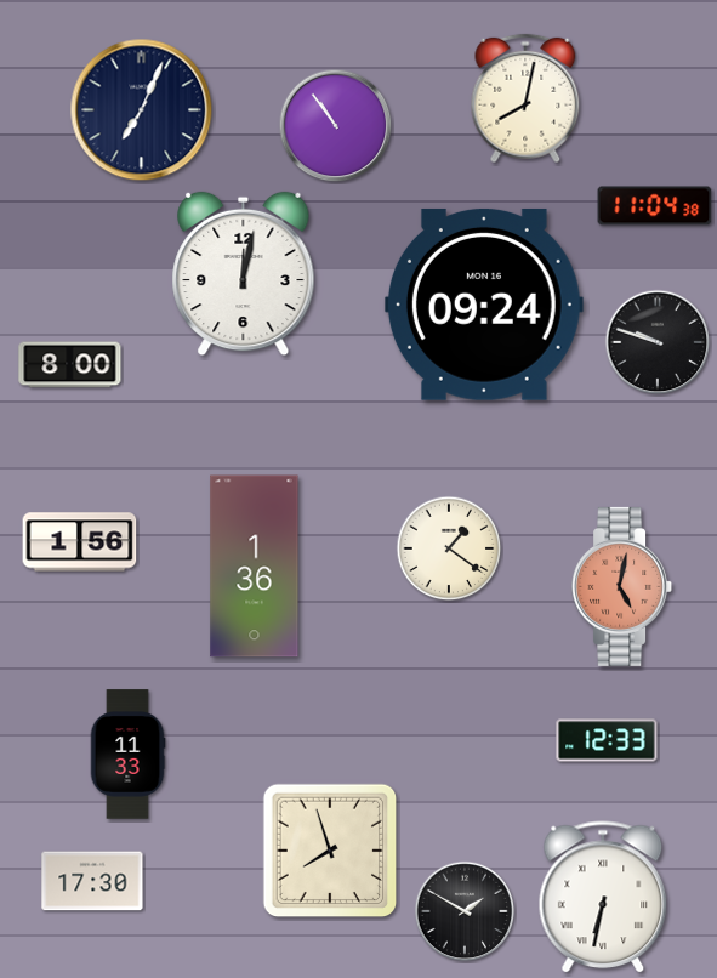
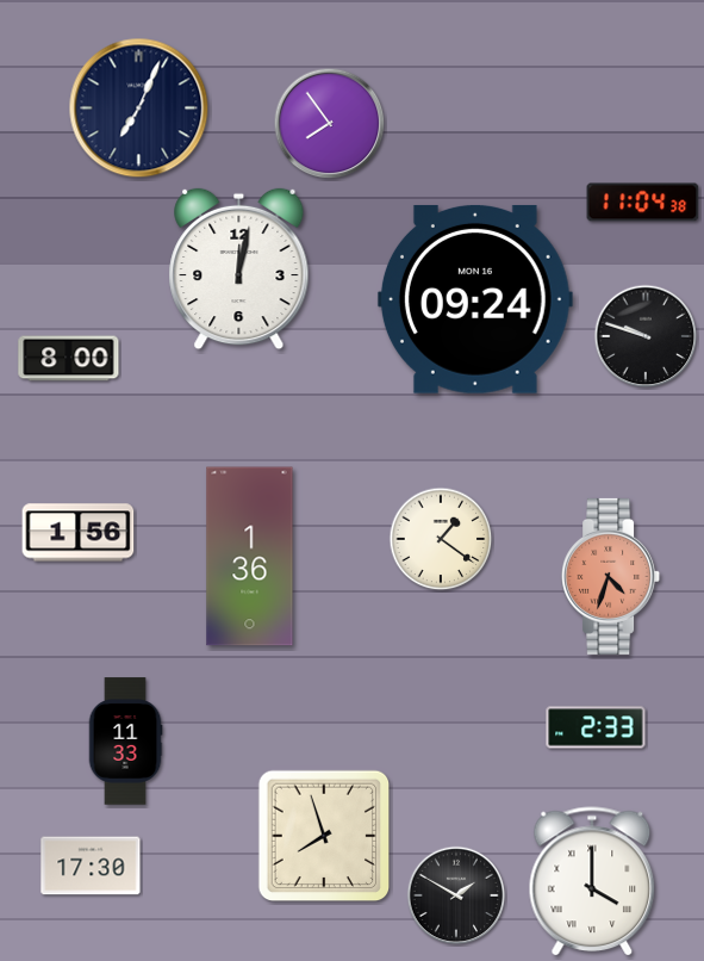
clock at (525, 98): 8:02 -> none
clock at (336, 126): 10:54 -> 7:54
clock at (622, 586): 5:02 -> 4:33
clock at (607, 740): 12:33 -> 2:33
clock at (603, 898): 6:32 -> 4:00
